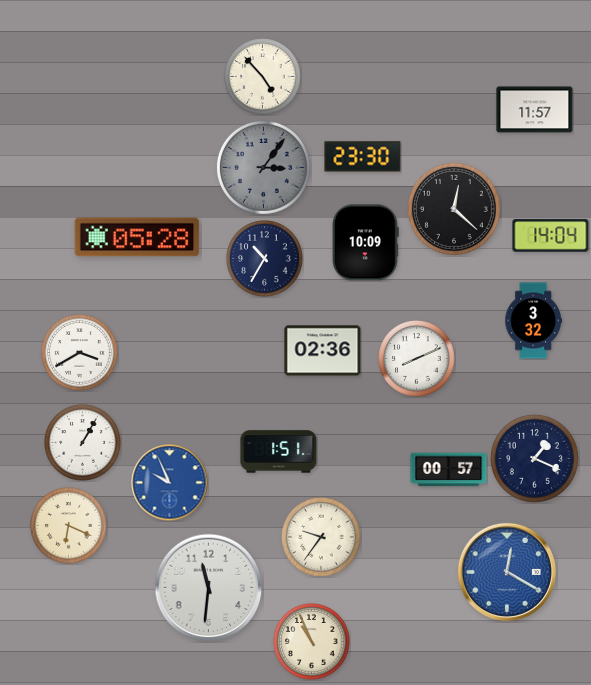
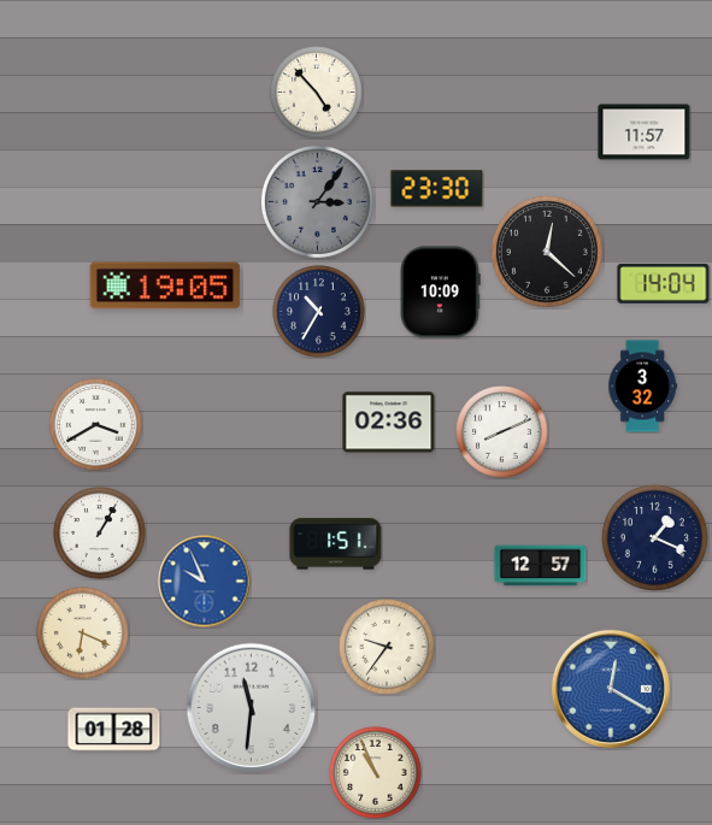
clock at (137, 237): 05:28 -> 19:05
clock at (535, 459) position: (535, 459) -> (655, 538)
clock at (449, 470): 00:57 -> 12:57
clock at (114, 730): none -> 01:28
